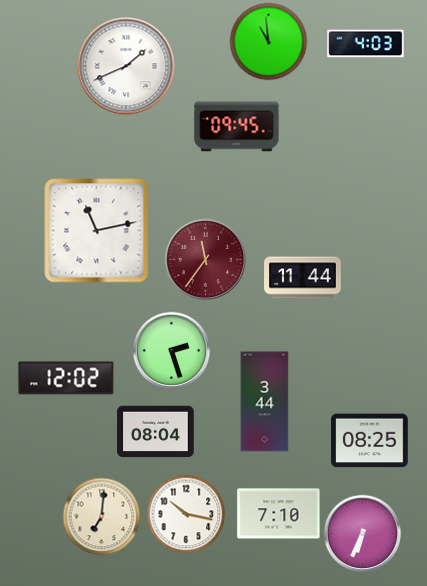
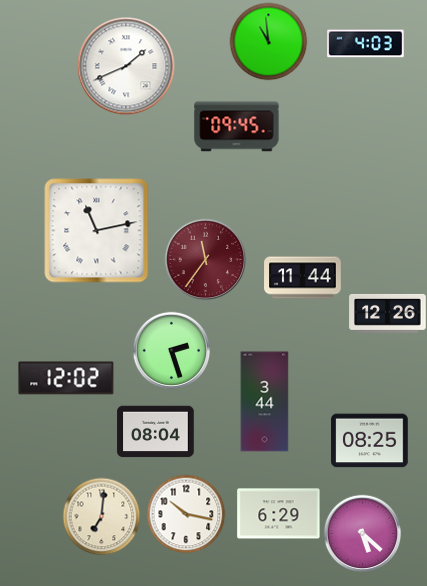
clock at (388, 313): none -> 12:26
clock at (279, 514): 7:10 -> 6:29
clock at (362, 533): 6:34 -> 5:22
